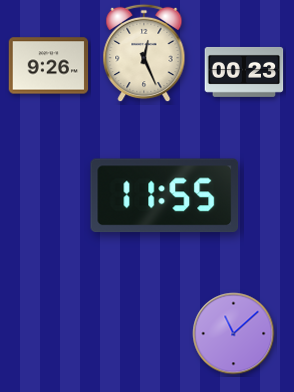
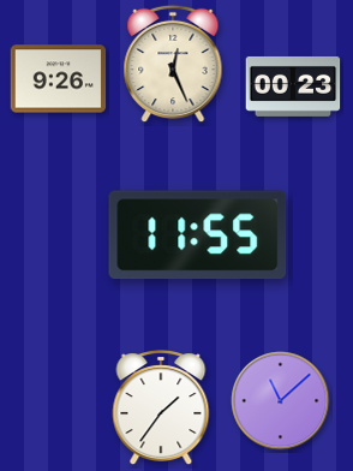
clock at (161, 407): none -> 1:36
